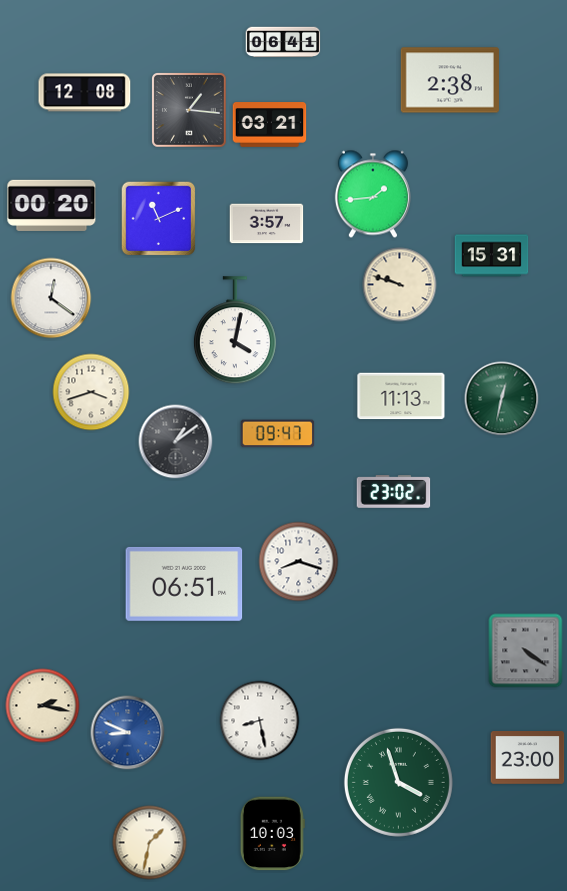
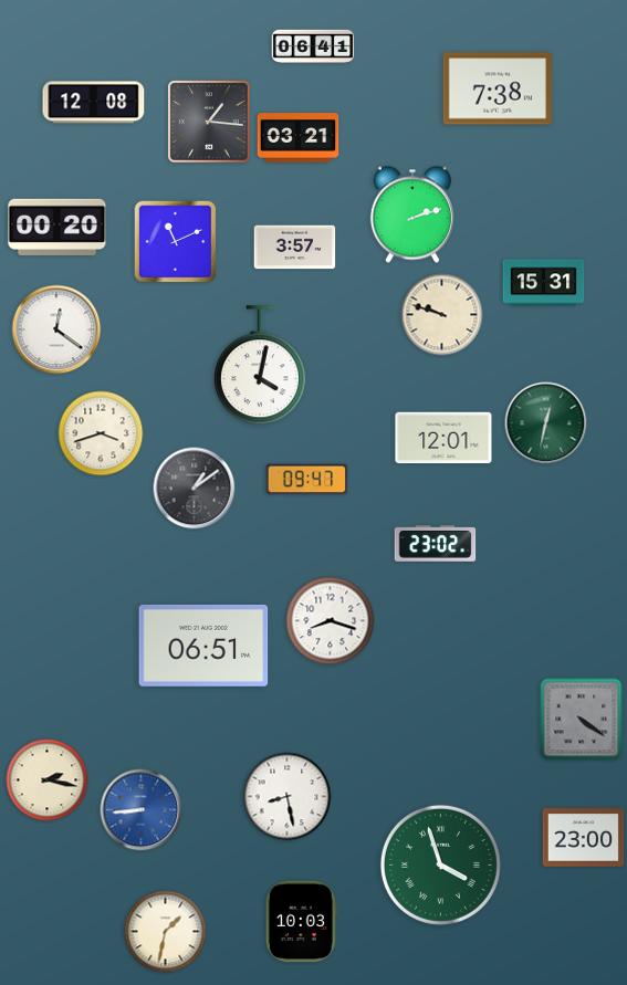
clock at (450, 80): 2:38 -> 7:38
clock at (373, 194): 1:44 -> 2:12
clock at (401, 396): 11:13 -> 12:01
clock at (502, 399) position: (502, 399) -> (546, 423)
clock at (128, 733): 8:49 -> 8:44
